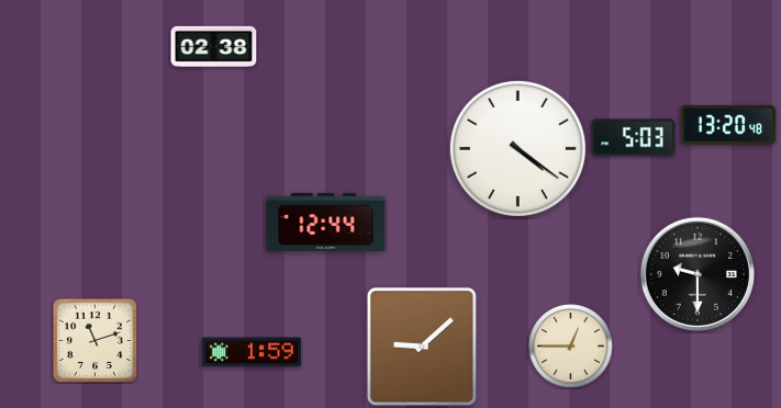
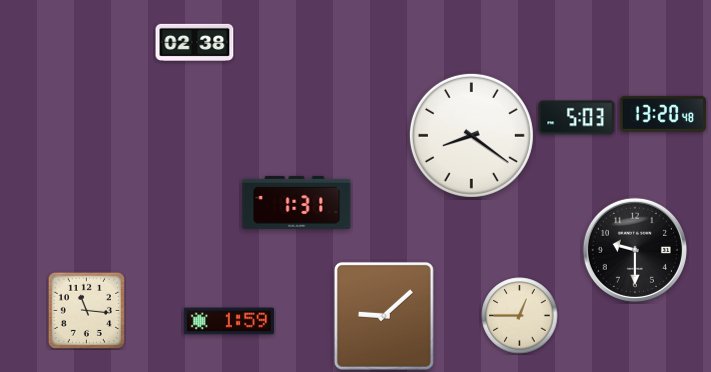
clock at (634, 138) position: (634, 138) -> (577, 118)
clock at (517, 148): 4:21 -> 8:21
clock at (326, 222): 12:44 -> 1:31
clock at (94, 340): 11:12 -> 11:16
